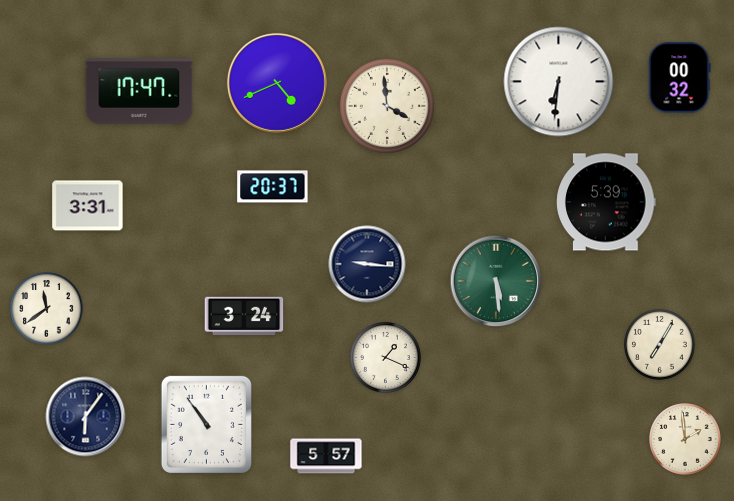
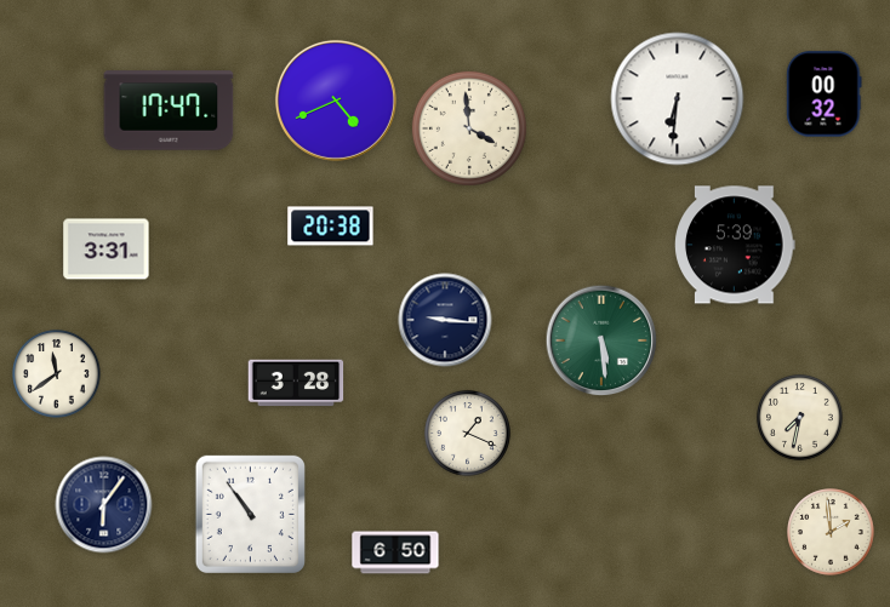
clock at (273, 187): 20:37 -> 20:38
clock at (244, 316): 3:24 -> 3:28
clock at (660, 345): 7:05 -> 7:32
clock at (326, 456): 5:57 -> 6:50
